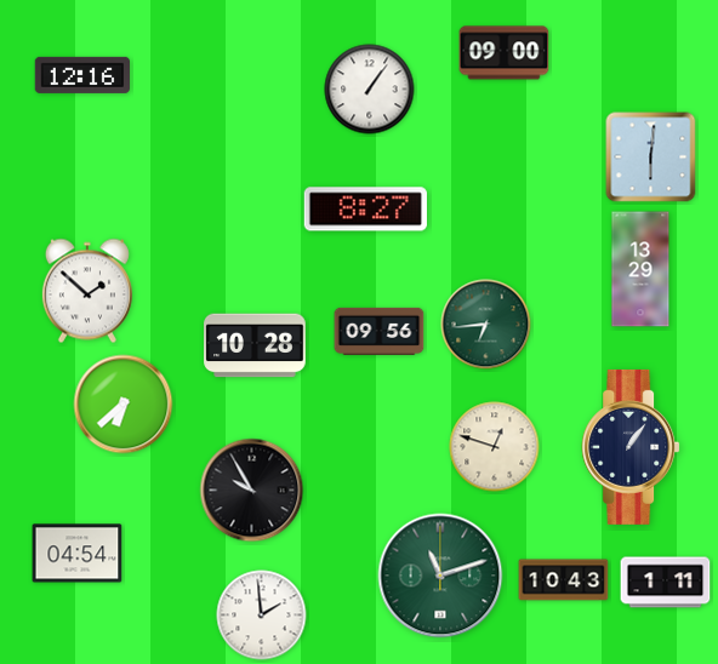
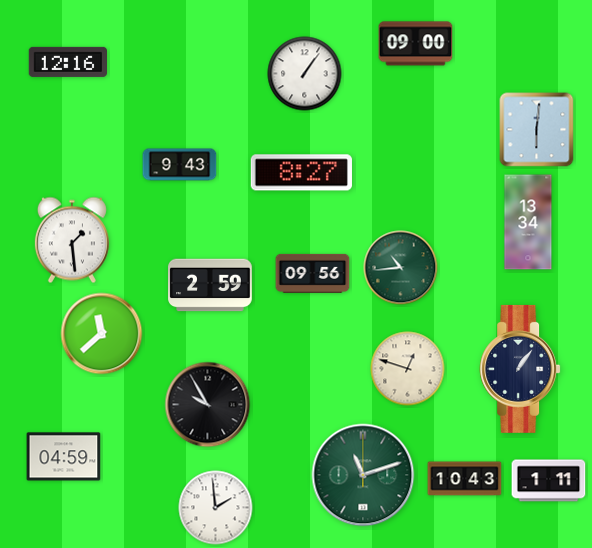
clock at (180, 165): none -> 9:43
clock at (640, 269): 13:29 -> 13:34
clock at (87, 291): 1:52 -> 1:29
clock at (486, 325): 6:44 -> 10:44
clock at (255, 345): 10:28 -> 2:59
clock at (124, 405): 6:38 -> 11:38
clock at (78, 554): 04:54 -> 04:59
